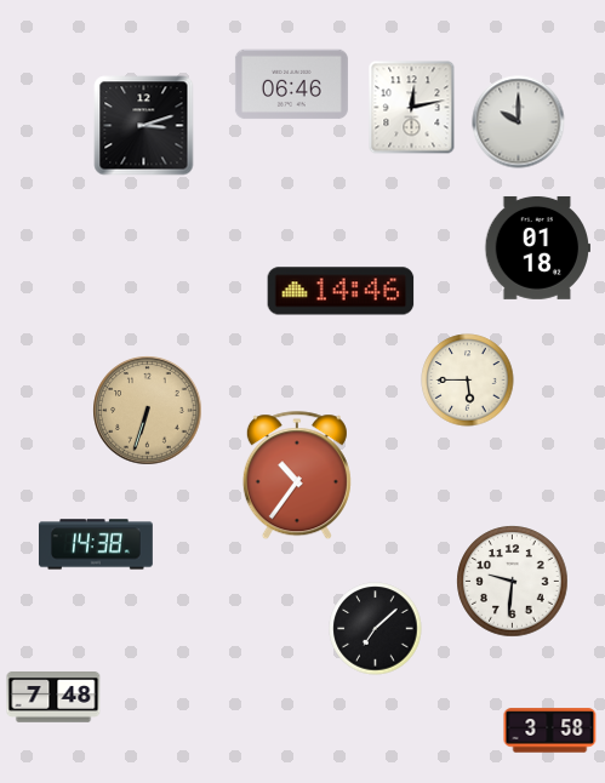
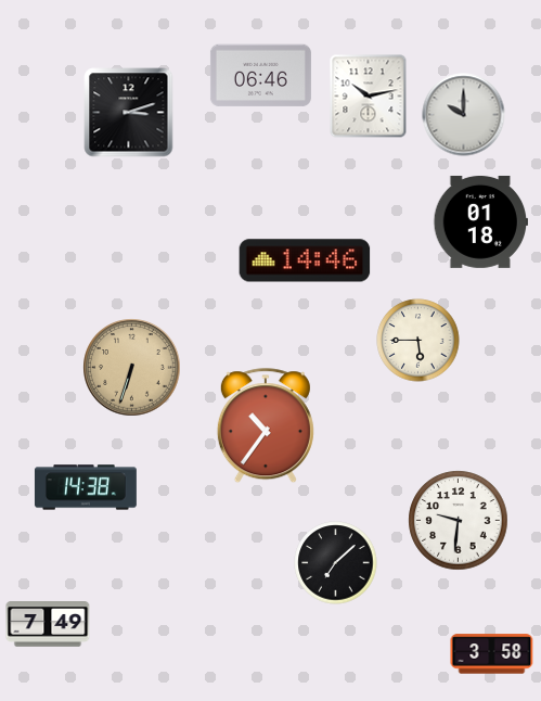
clock at (412, 108): 12:13 -> 10:13
clock at (519, 122) position: (519, 122) -> (464, 115)
clock at (53, 698): 7:48 -> 7:49
